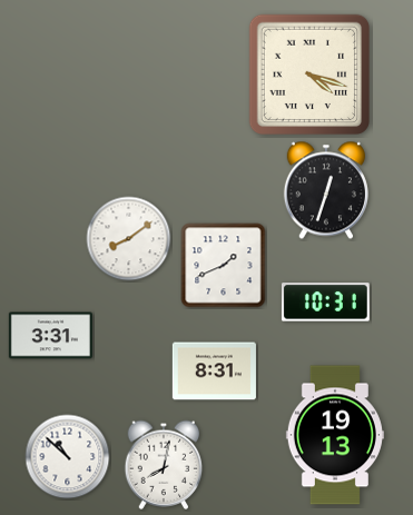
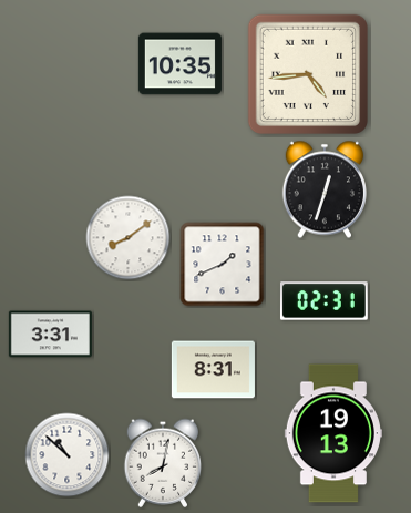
clock at (179, 64): none -> 10:35
clock at (308, 73): 4:18 -> 4:44
clock at (325, 303): 10:31 -> 02:31
